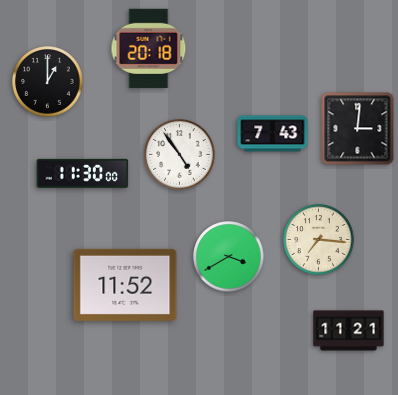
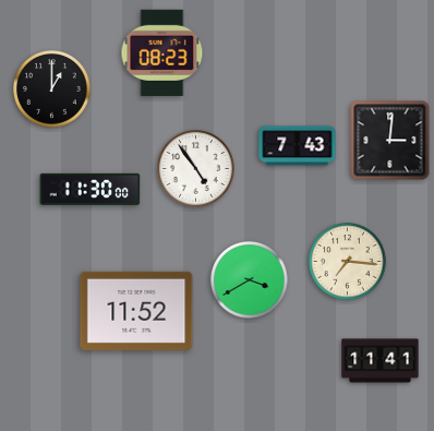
clock at (149, 48): 20:18 -> 08:23
clock at (349, 331): 11:21 -> 11:41
